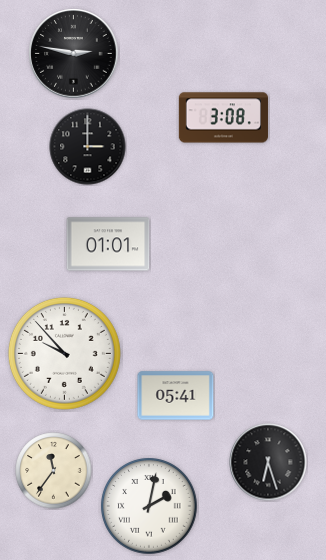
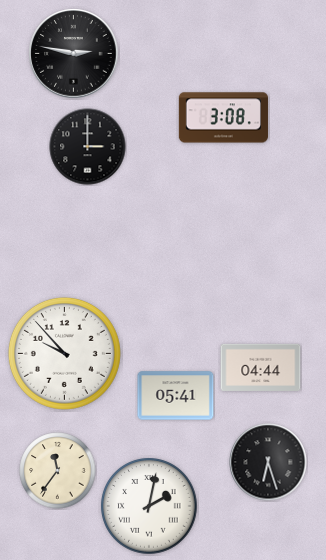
clock at (108, 244): 01:01 -> none
clock at (261, 367): none -> 04:44
clock at (54, 471) position: (54, 471) -> (58, 471)
